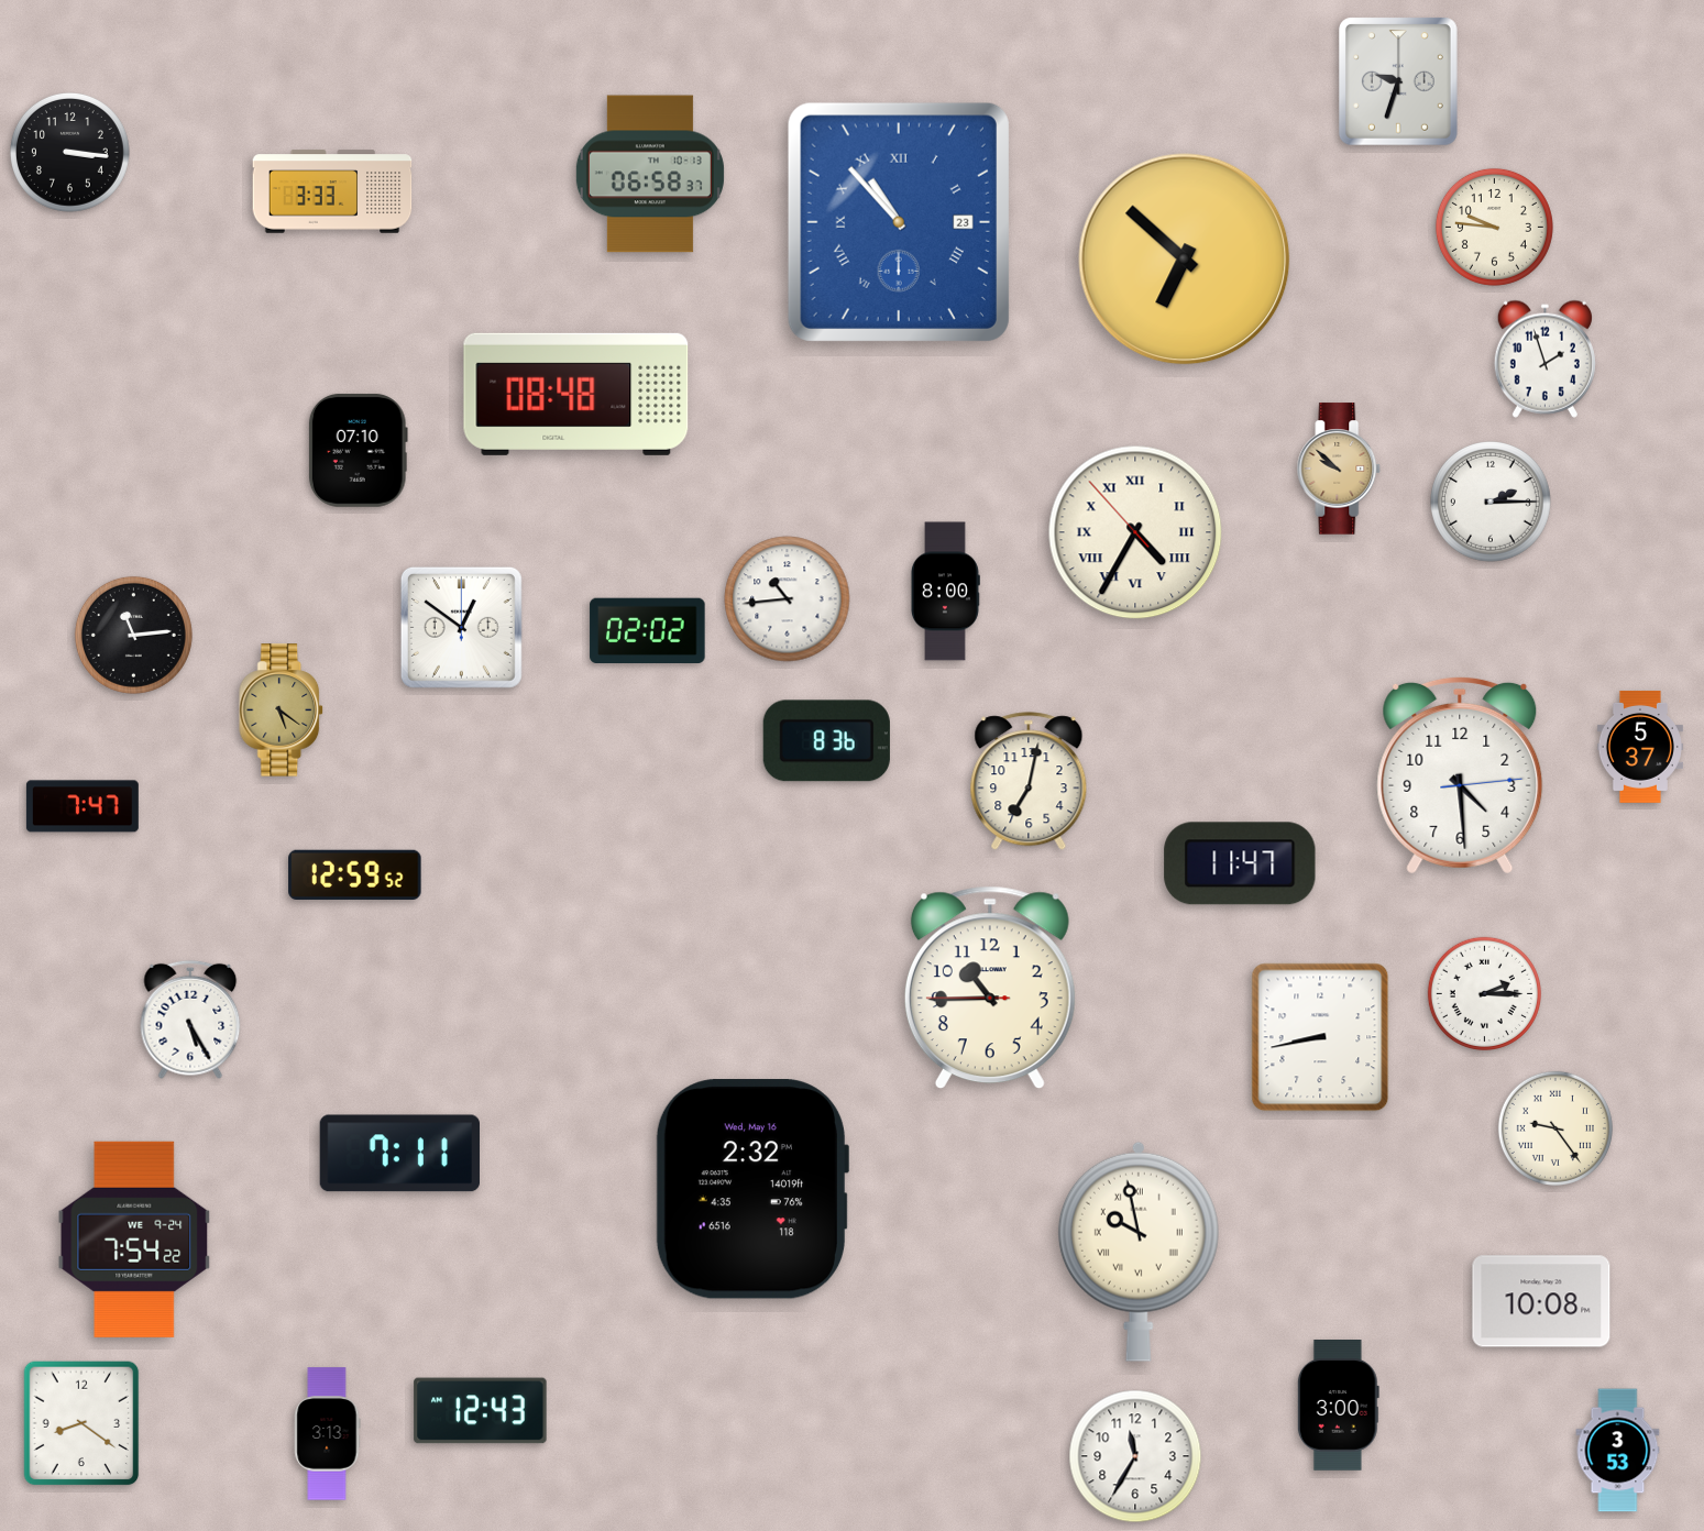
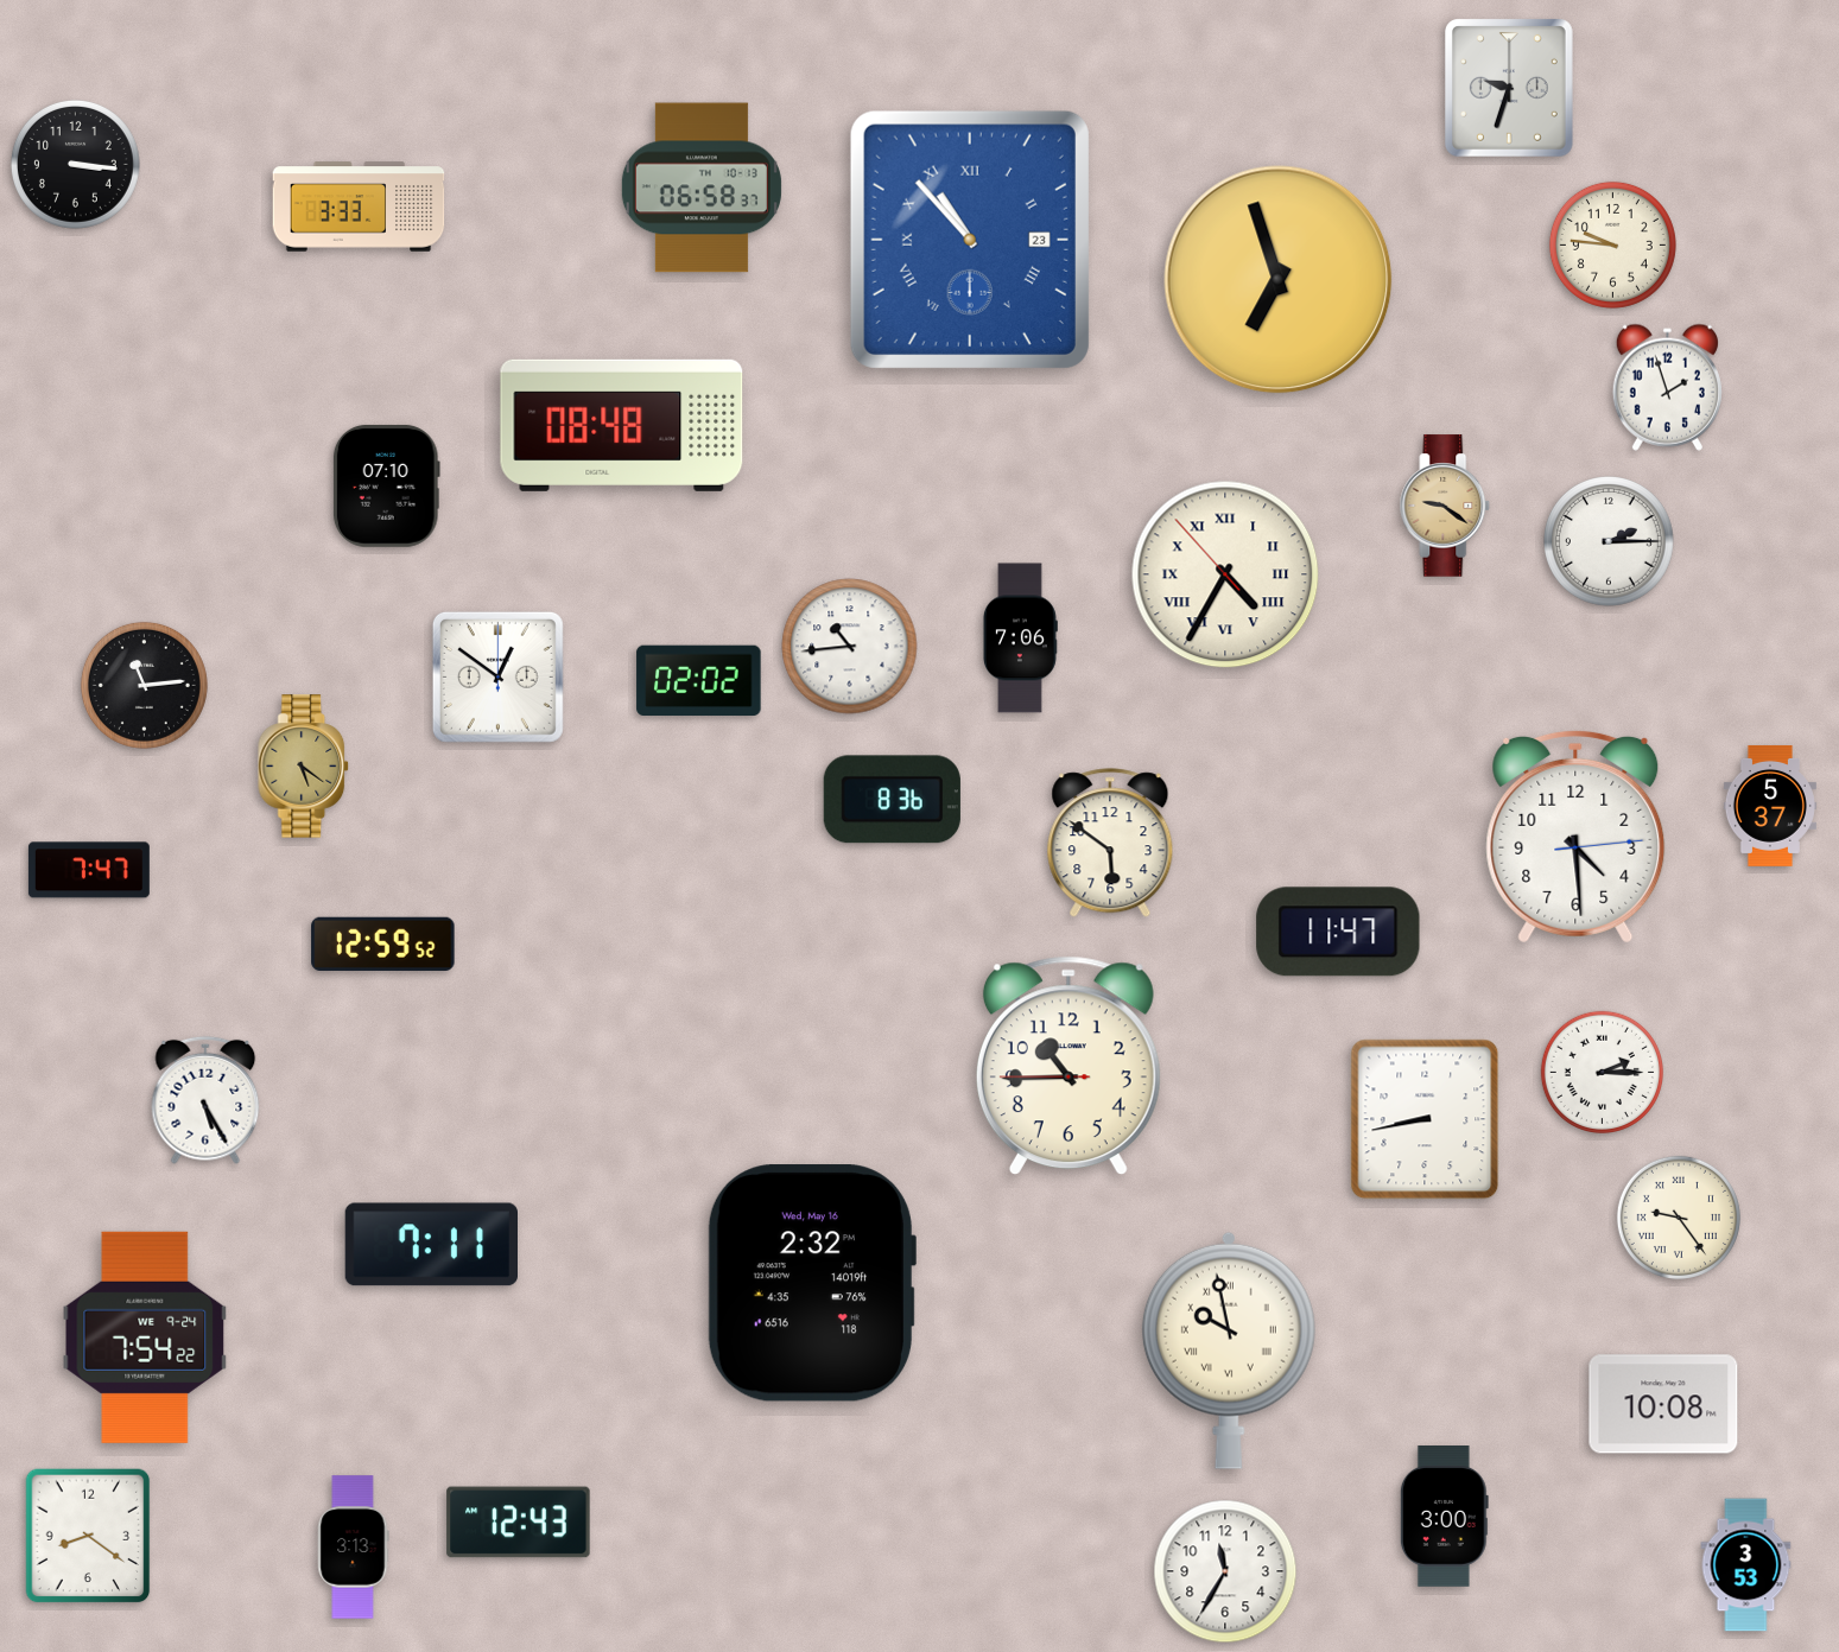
clock at (1185, 260): 6:52 -> 6:57
clock at (1339, 469): 9:52 -> 9:21
clock at (945, 592): 8:00 -> 7:06
clock at (1029, 782): 7:02 -> 5:51
